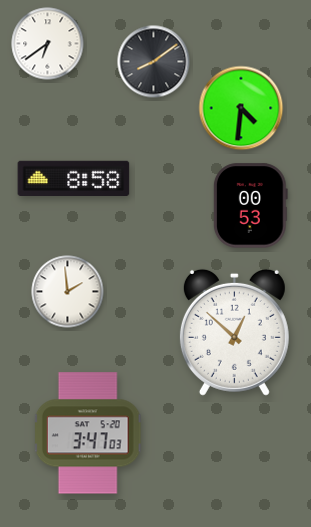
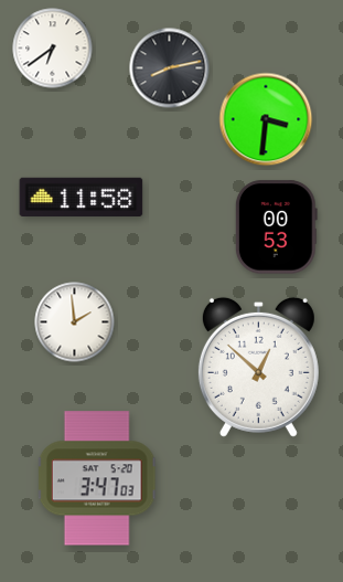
clock at (154, 62): 8:09 -> 8:13
clock at (241, 108): 4:31 -> 3:31
clock at (74, 178): 8:58 -> 11:58
